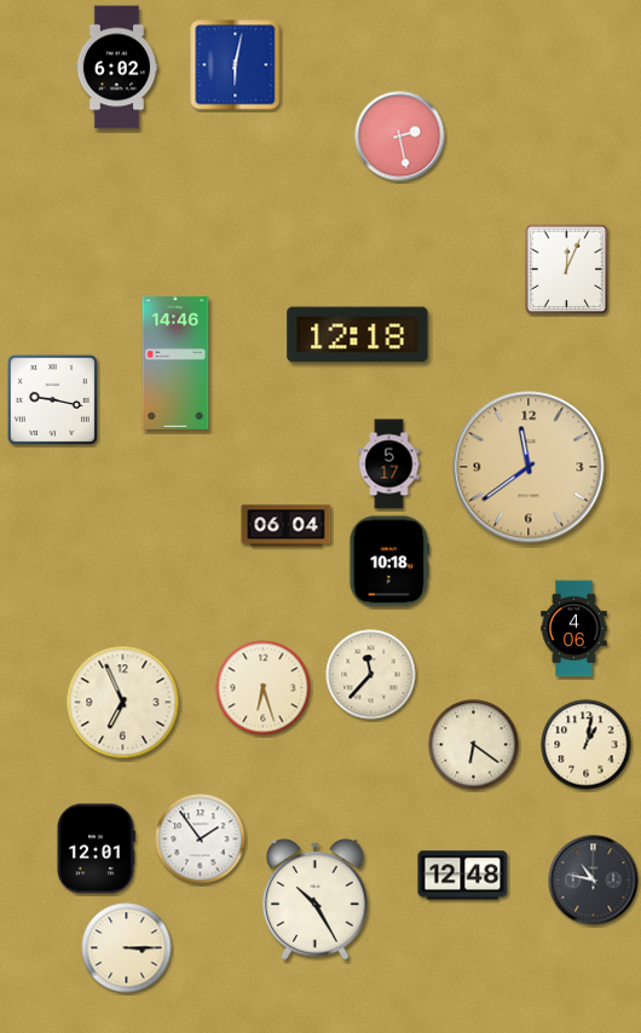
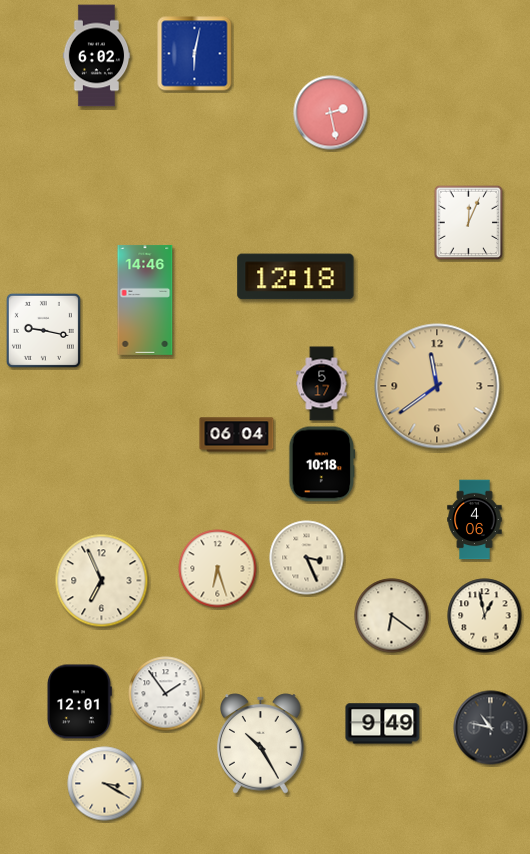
clock at (371, 675): 11:37 -> 3:26
clock at (587, 745): 1:02 -> 12:58
clock at (463, 876): 12:48 -> 9:49
clock at (127, 948): 3:15 -> 3:20
